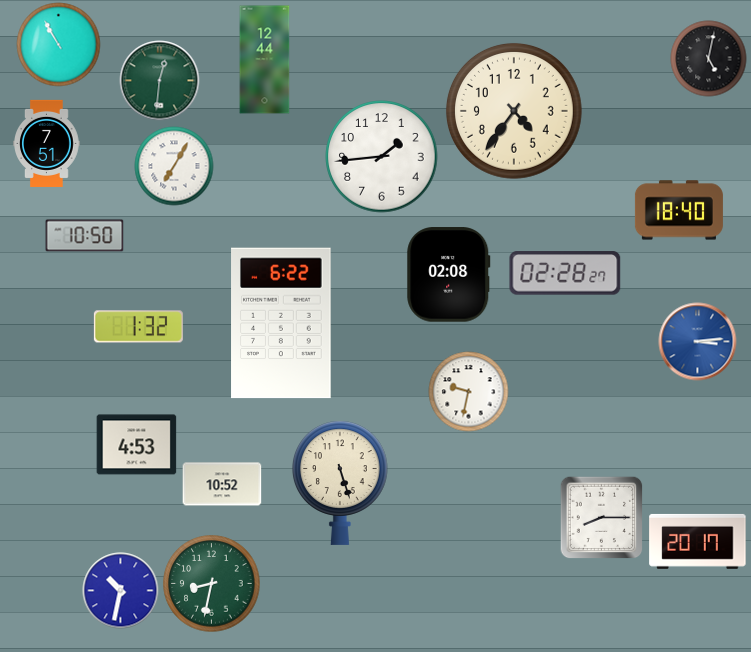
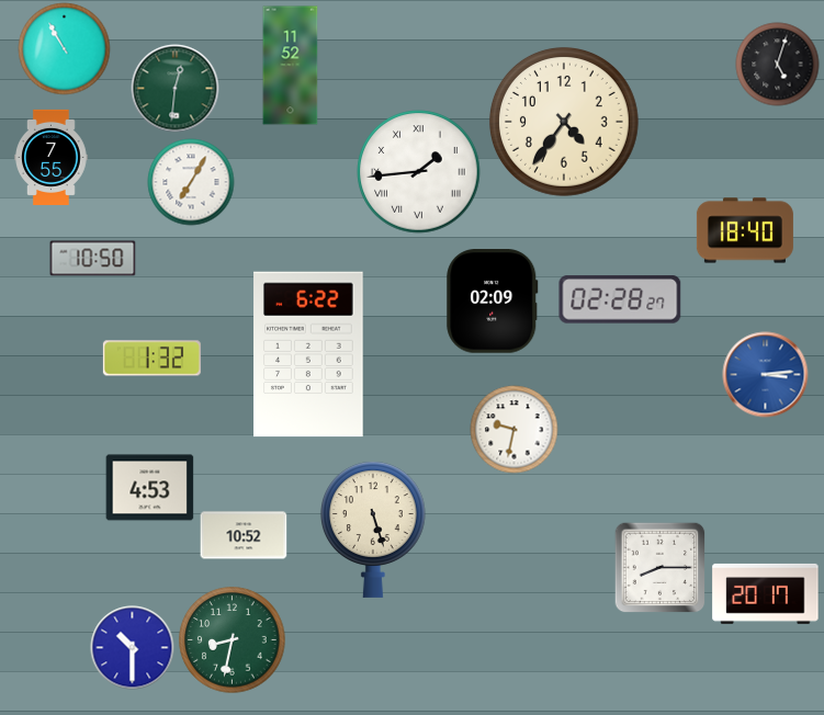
clock at (709, 59): 5:02 -> 5:03
clock at (265, 60): 12:44 -> 11:52
clock at (47, 143): 7:51 -> 7:55
clock at (382, 157) numerals: Arabic -> Roman
clock at (449, 275): 02:08 -> 02:09
clock at (222, 484) position: (222, 484) -> (244, 535)
clock at (121, 591): 10:32 -> 10:30
